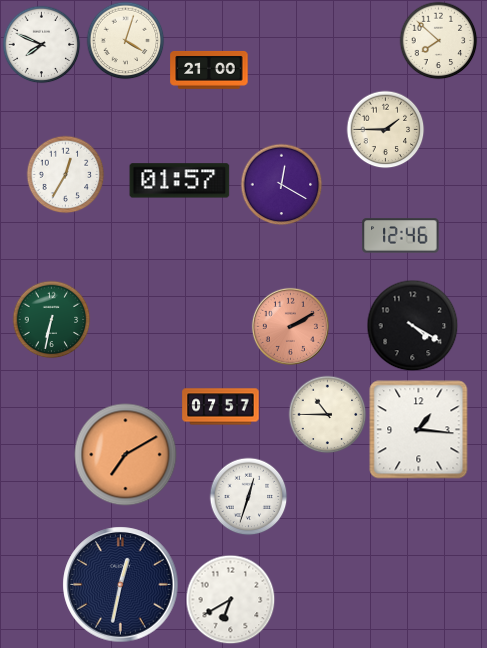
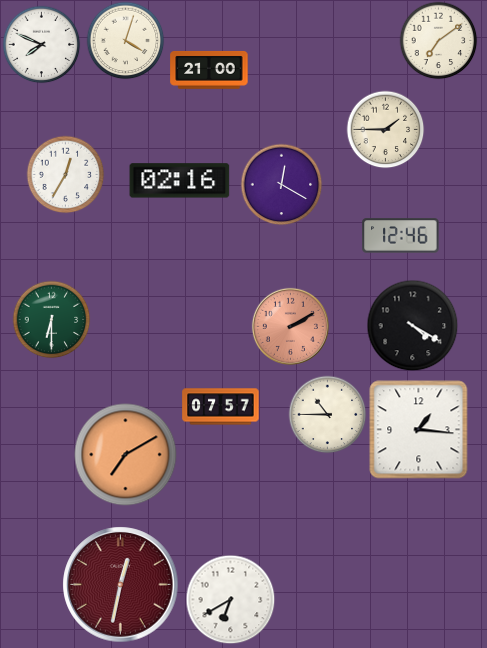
clock at (438, 40): 7:52 -> 7:09
clock at (180, 181): 01:57 -> 02:16
clock at (51, 319): 6:32 -> 6:30
clock at (248, 496): 12:33 -> none
clock at (121, 585) dial: navy -> burgundy
